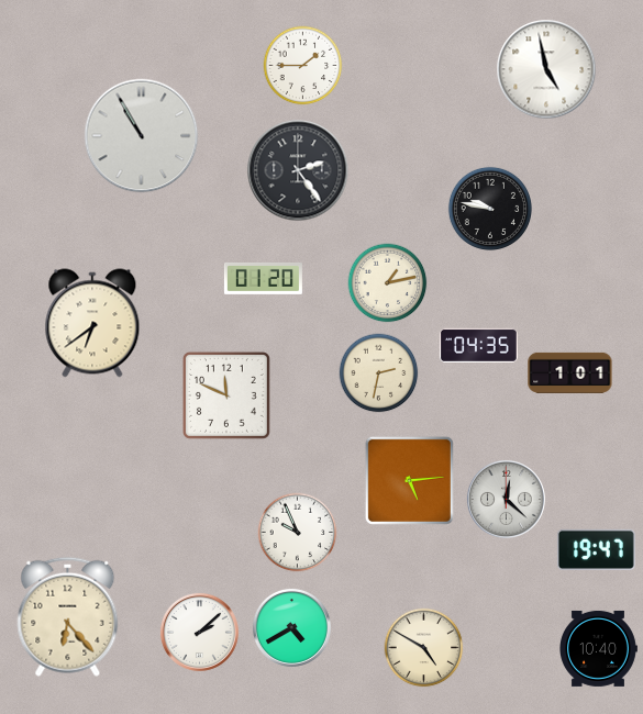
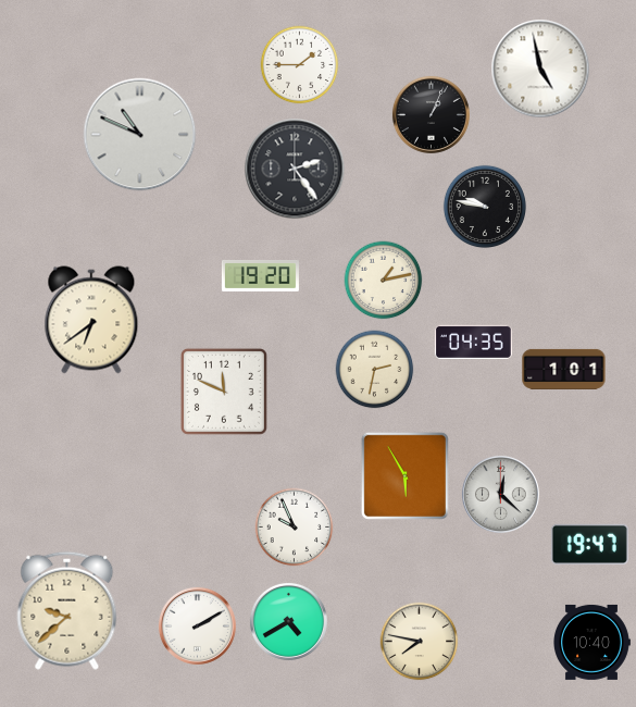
clock at (431, 114): none -> 1:04
clock at (142, 136): 10:55 -> 10:49
clock at (263, 278): 01:20 -> 19:20
clock at (409, 480): 5:14 -> 5:55
clock at (68, 616): 6:23 -> 9:38
clock at (199, 632): 2:08 -> 2:10
clock at (424, 648): 4:50 -> 7:47
